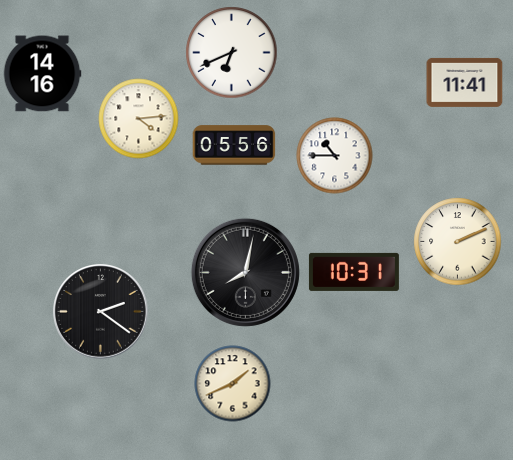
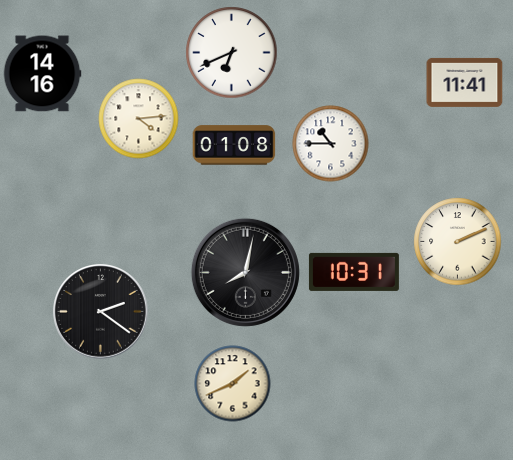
clock at (234, 145): 05:56 -> 01:08
clock at (335, 156) position: (335, 156) -> (331, 144)
